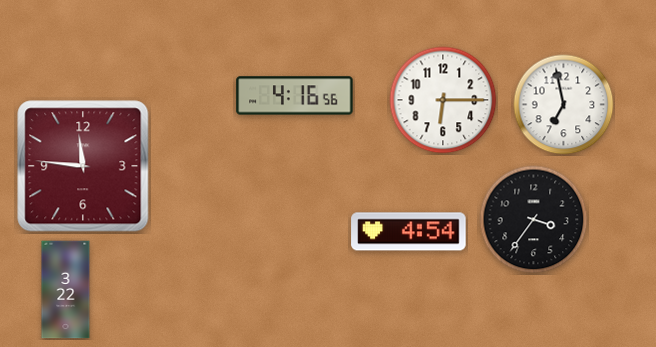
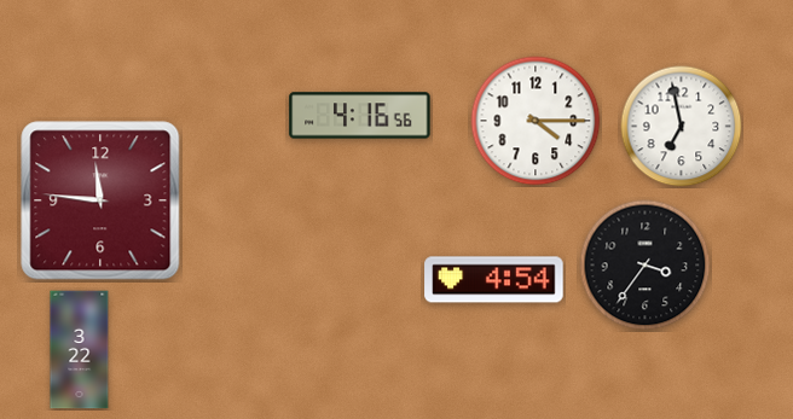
clock at (295, 96) position: (295, 96) -> (360, 116)
clock at (443, 100): 6:15 -> 4:15
